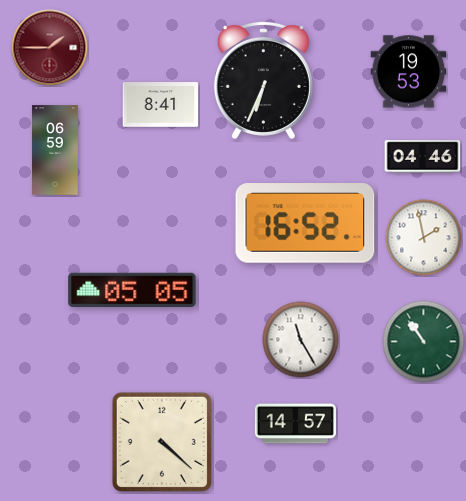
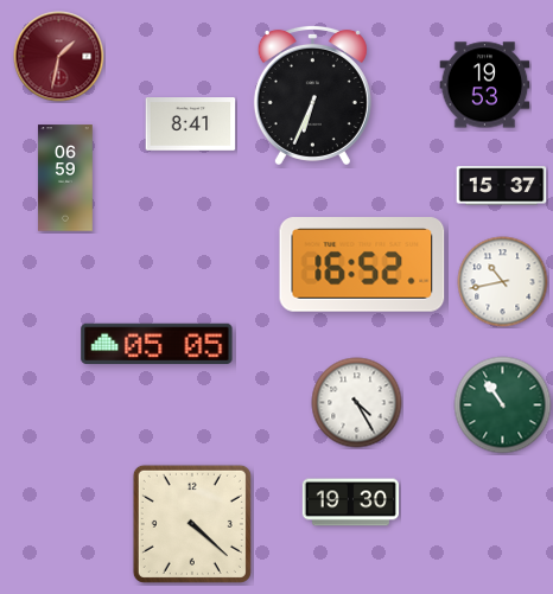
clock at (50, 48): 1:45 -> 1:32
clock at (423, 157): 04:46 -> 15:37
clock at (424, 238): 1:58 -> 10:43
clock at (301, 340): 11:25 -> 4:25
clock at (295, 424): 14:57 -> 19:30
